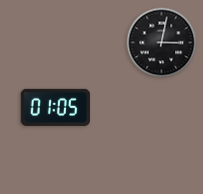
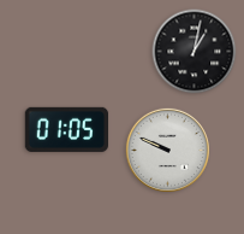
clock at (162, 43): 3:02 -> 1:02
clock at (167, 150): none -> 9:49
